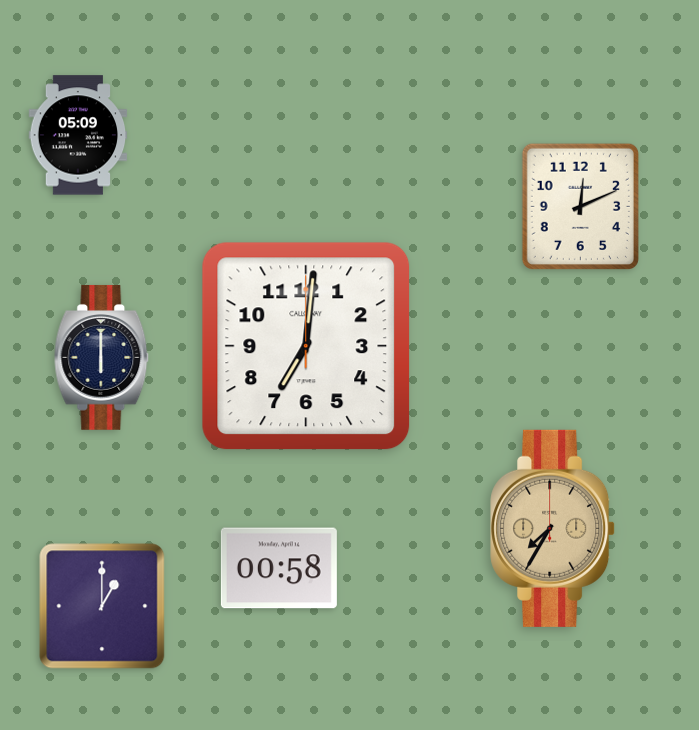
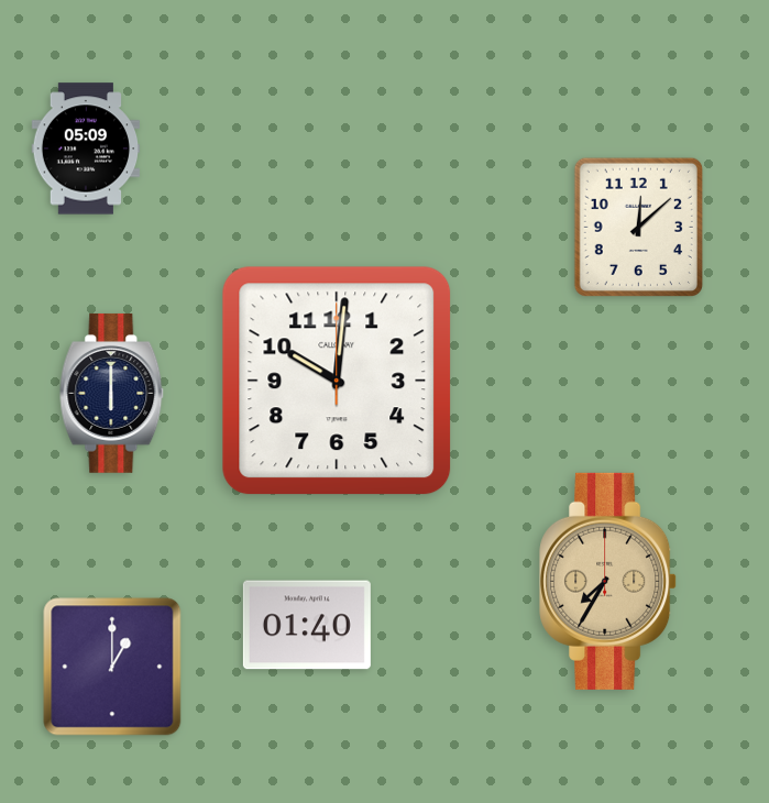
clock at (580, 206): 12:11 -> 12:08
clock at (306, 346): 7:01 -> 10:01
clock at (279, 568): 00:58 -> 01:40
